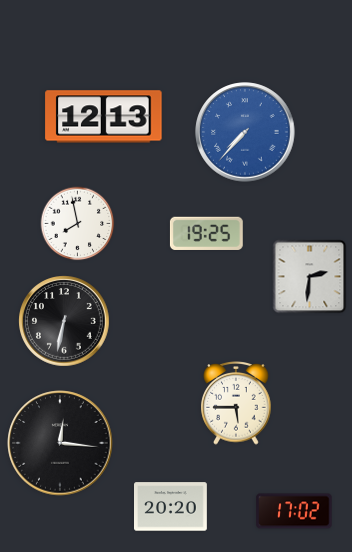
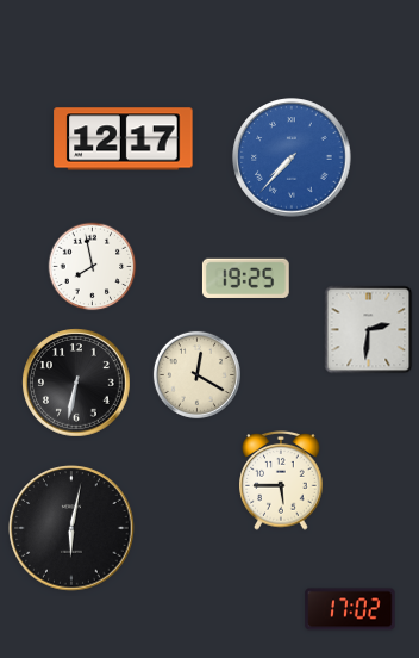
clock at (104, 117): 12:13 -> 12:17
clock at (196, 374): none -> 12:20
clock at (60, 443): 12:16 -> 6:02
clock at (171, 507): 20:20 -> none
